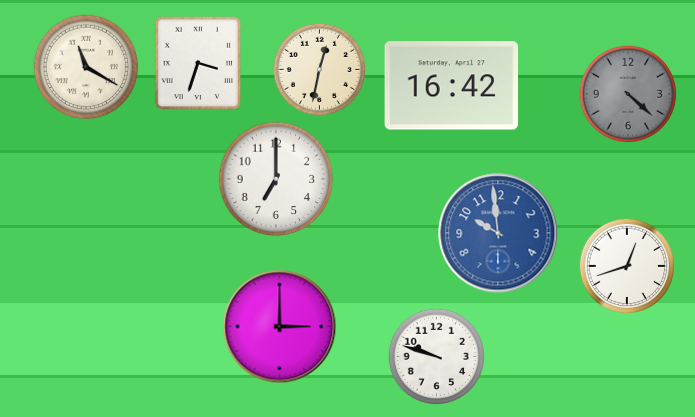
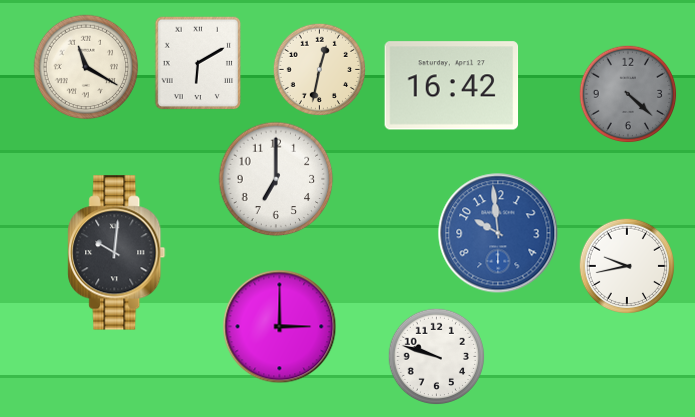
clock at (198, 63): 3:33 -> 6:10
clock at (117, 253): none -> 10:01
clock at (626, 265): 12:42 -> 9:43
